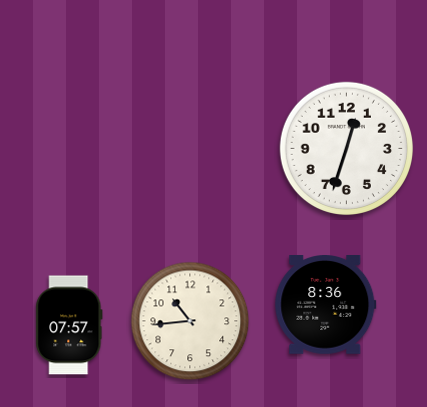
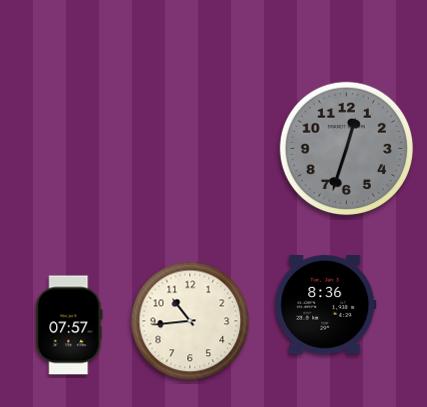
clock at (347, 149) dial: white -> grey
